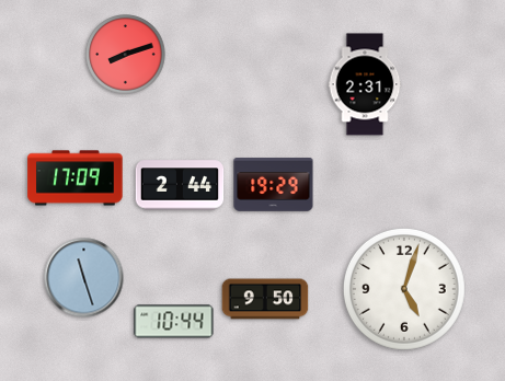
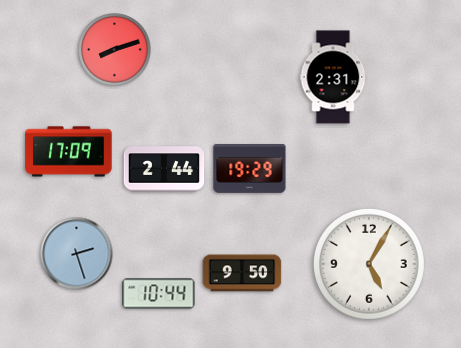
clock at (76, 178) position: (76, 178) -> (69, 152)
clock at (84, 278): 11:27 -> 2:27
clock at (404, 289): 5:03 -> 5:05
